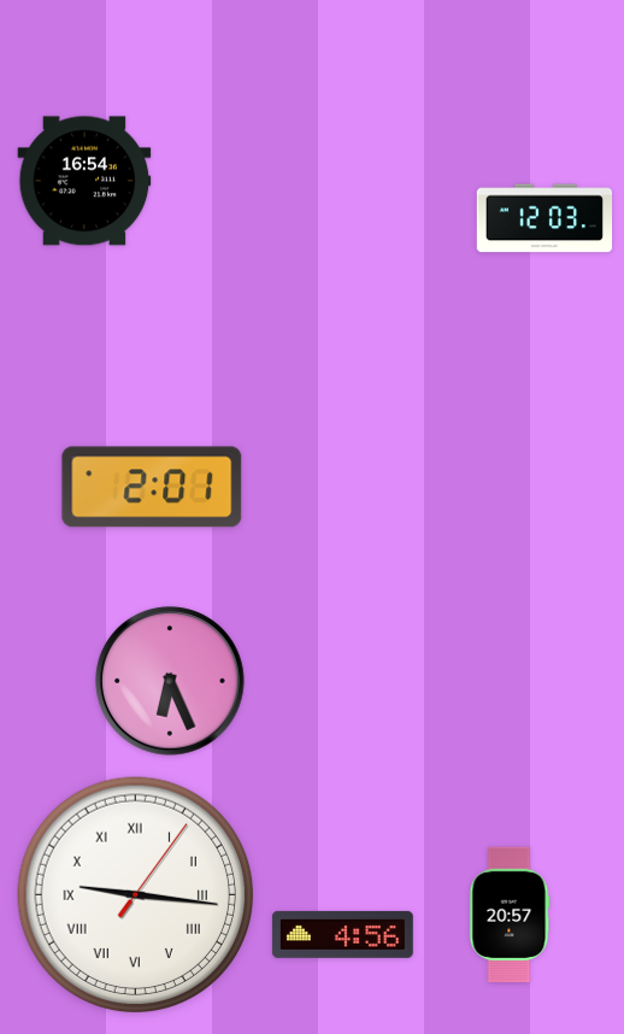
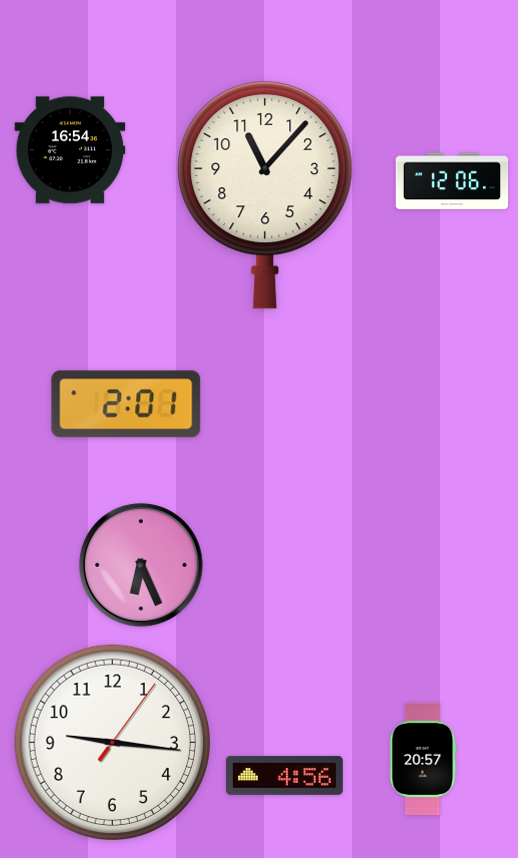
clock at (544, 218): 12:03 -> 12:06
clock at (265, 196): none -> 11:07
clock at (136, 895) numerals: Roman -> Arabic
